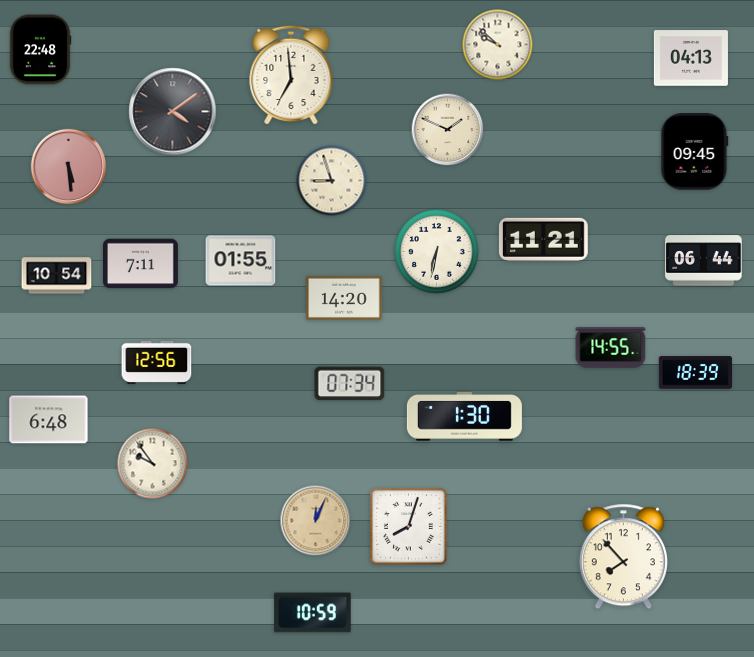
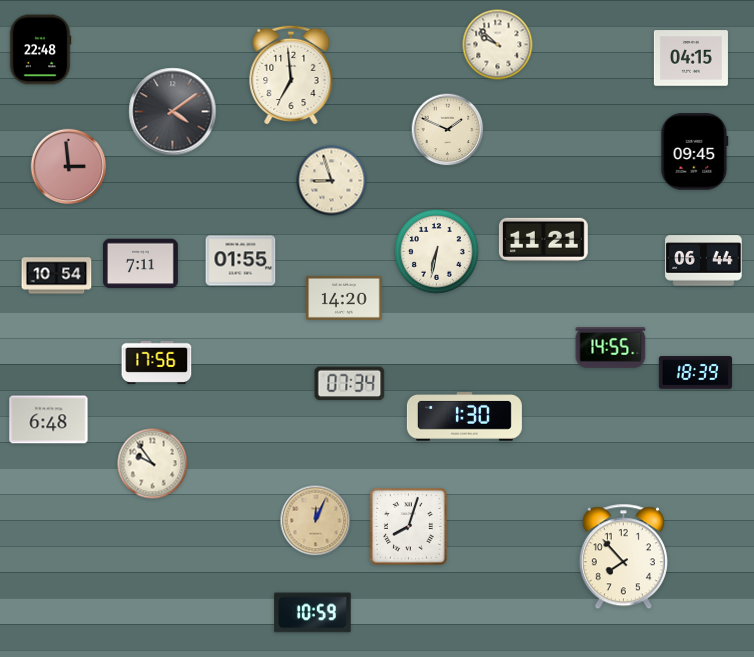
clock at (691, 58): 04:13 -> 04:15
clock at (69, 167): 5:29 -> 2:59
clock at (157, 362): 12:56 -> 17:56
